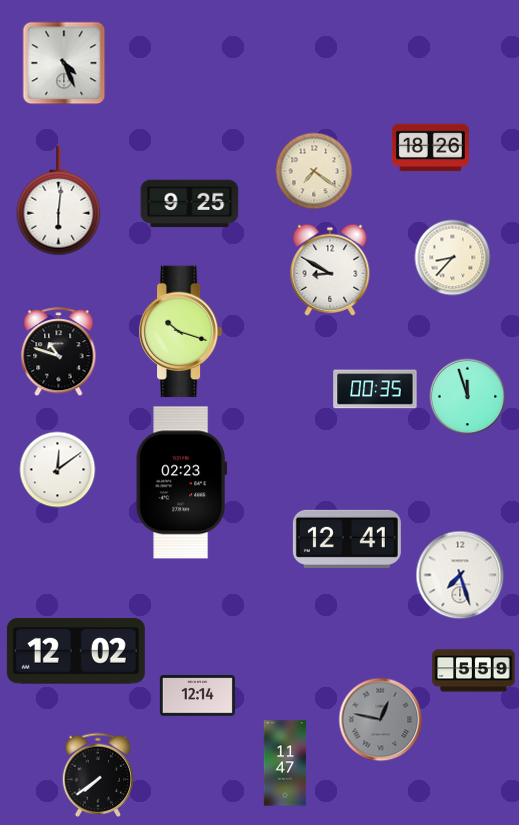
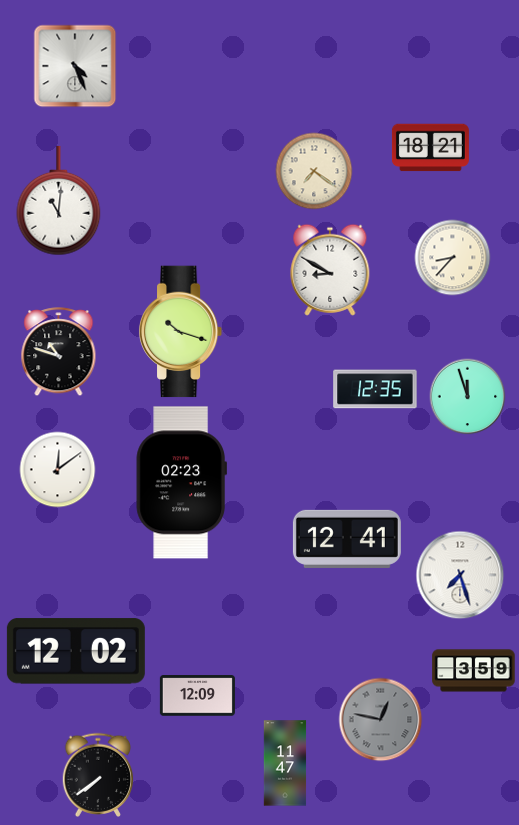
clock at (64, 63) position: (64, 63) -> (75, 66)
clock at (430, 148): 18:26 -> 18:21
clock at (59, 201): 6:01 -> 11:01
clock at (190, 204): 9:25 -> none
clock at (375, 389): 00:35 -> 12:35
clock at (474, 671): 5:59 -> 3:59
clock at (197, 696): 12:14 -> 12:09
